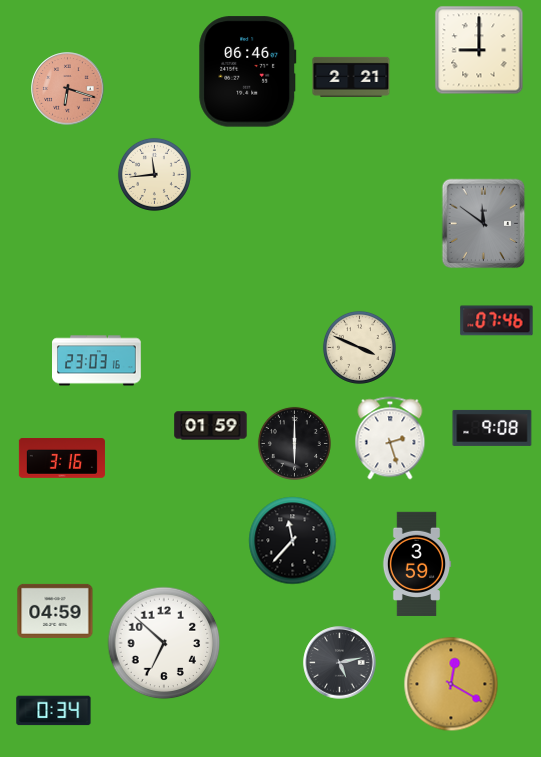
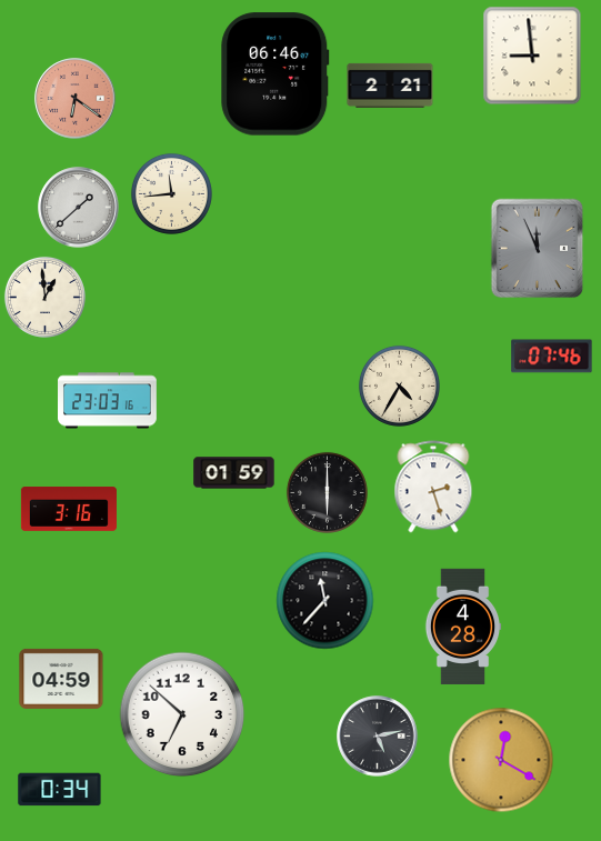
clock at (479, 50): 9:00 -> 8:59
clock at (248, 72) position: (248, 72) -> (276, 74)
clock at (68, 89): 6:18 -> 6:21
clock at (79, 208): none -> 1:38
clock at (484, 224): 11:51 -> 11:56
clock at (44, 297): none -> 12:59
clock at (359, 347): 3:49 -> 4:35
clock at (492, 428): 9:08 -> none
clock at (417, 564): 3:59 -> 4:28
